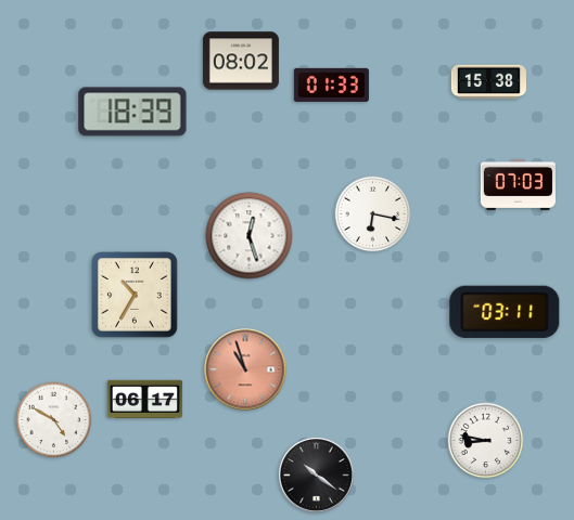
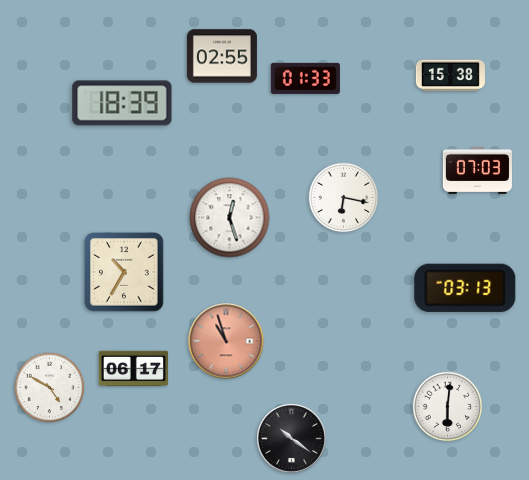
clock at (241, 61): 08:02 -> 02:55
clock at (505, 312): 03:11 -> 03:13
clock at (486, 441): 8:47 -> 6:01
